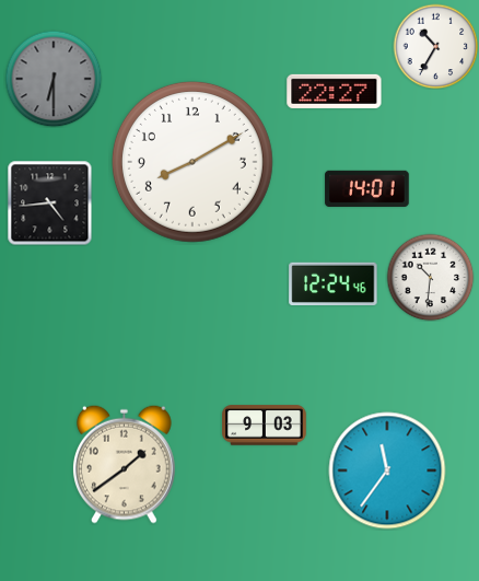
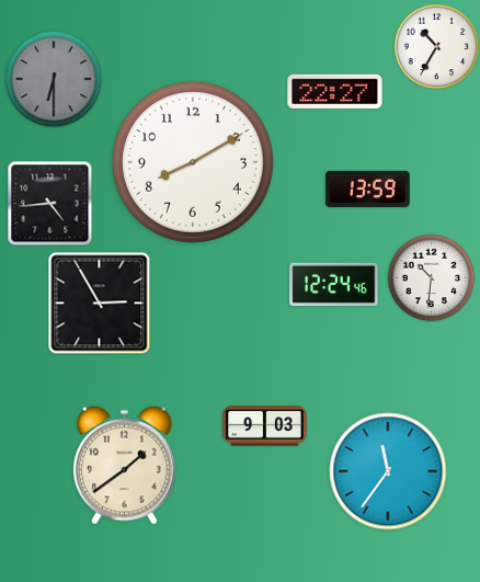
clock at (367, 189): 14:01 -> 13:59
clock at (99, 303): none -> 2:55
